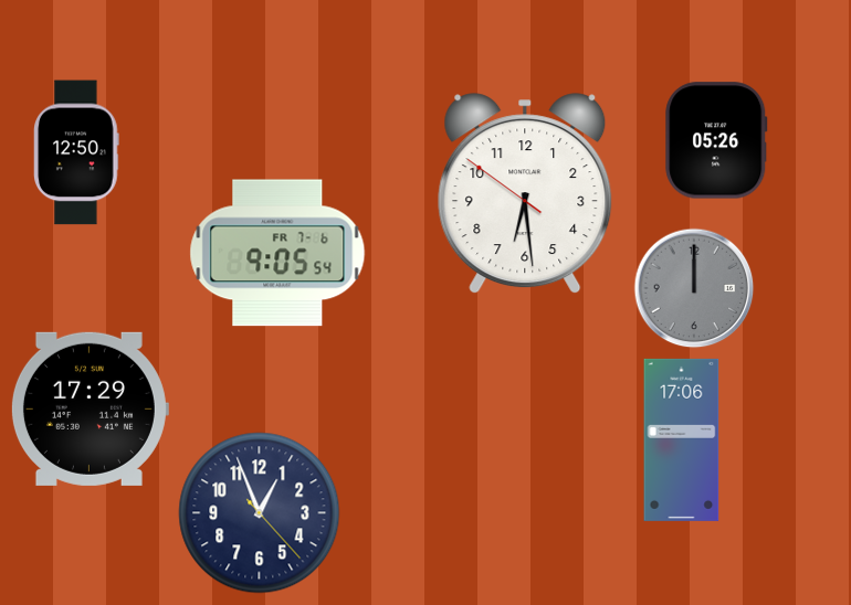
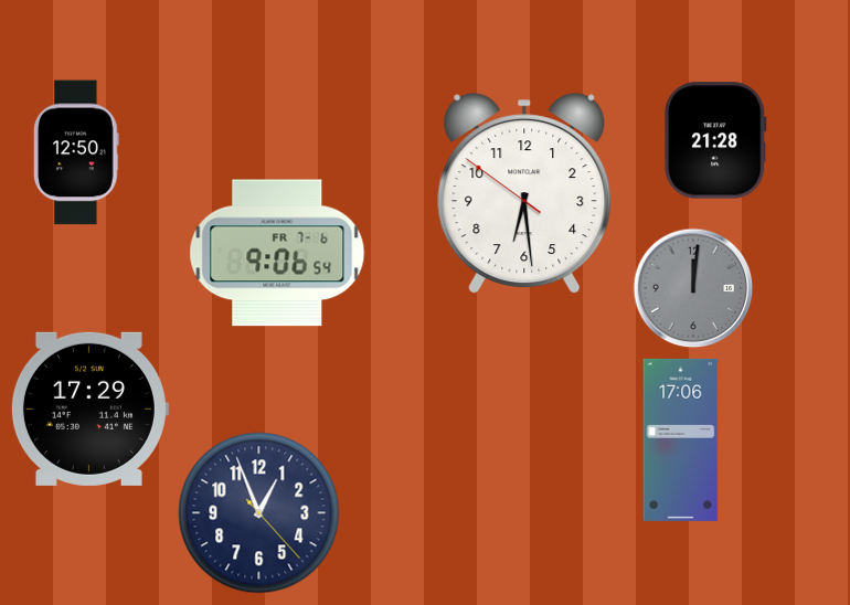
clock at (716, 140): 05:26 -> 21:28
clock at (277, 253): 9:05 -> 9:06
clock at (694, 288): 12:00 -> 12:01
